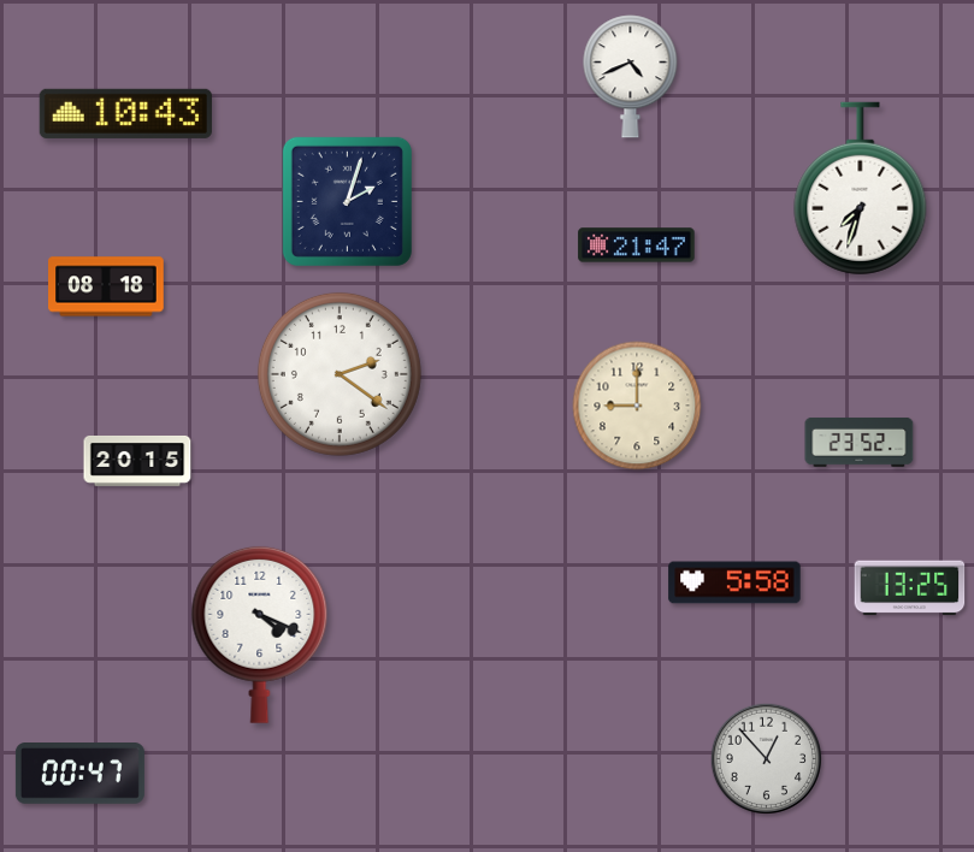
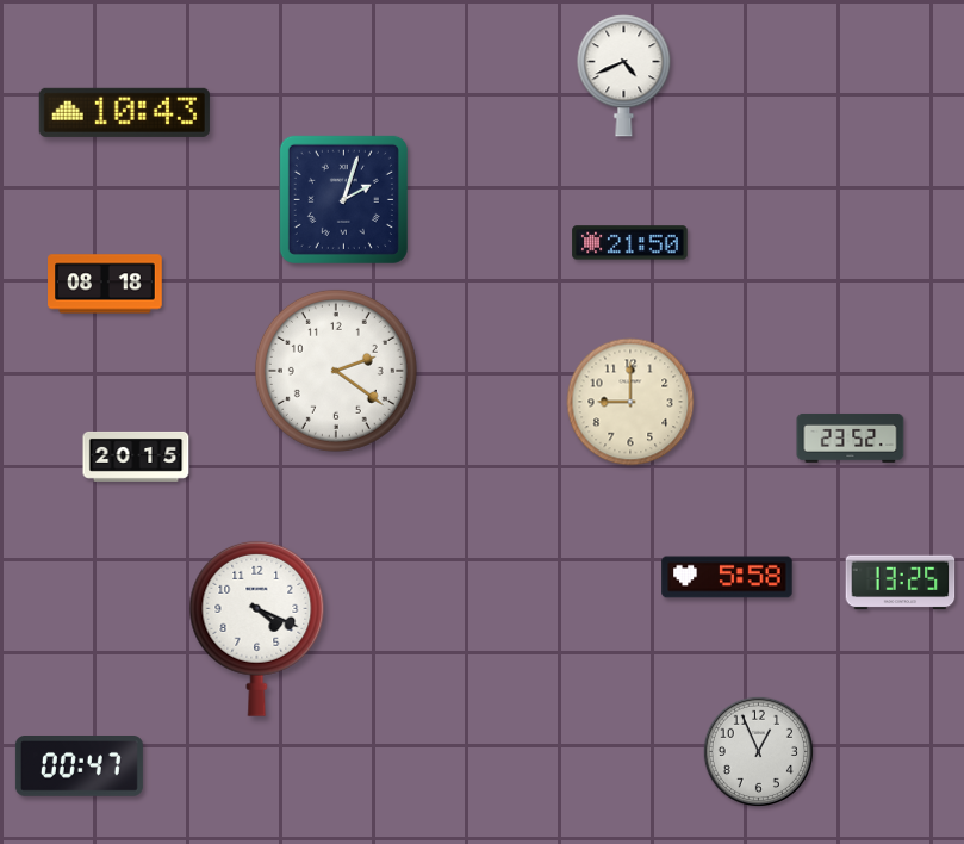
clock at (861, 189): 7:33 -> none
clock at (637, 245): 21:47 -> 21:50
clock at (766, 758): 12:53 -> 12:56
